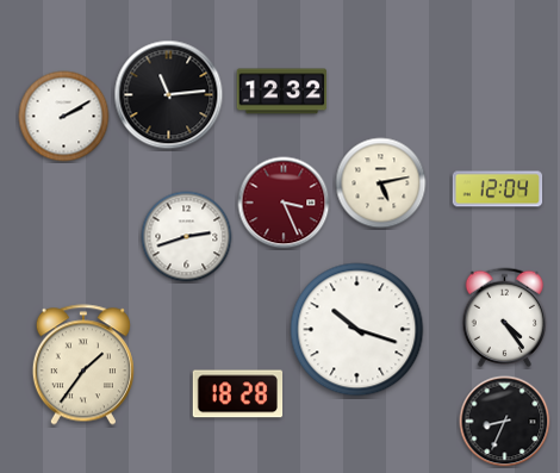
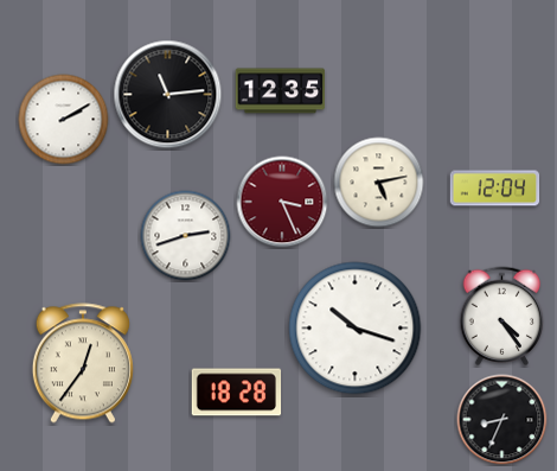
clock at (282, 92): 12:32 -> 12:35
clock at (64, 117) position: (64, 117) -> (64, 120)
clock at (83, 365): 1:36 -> 12:36
